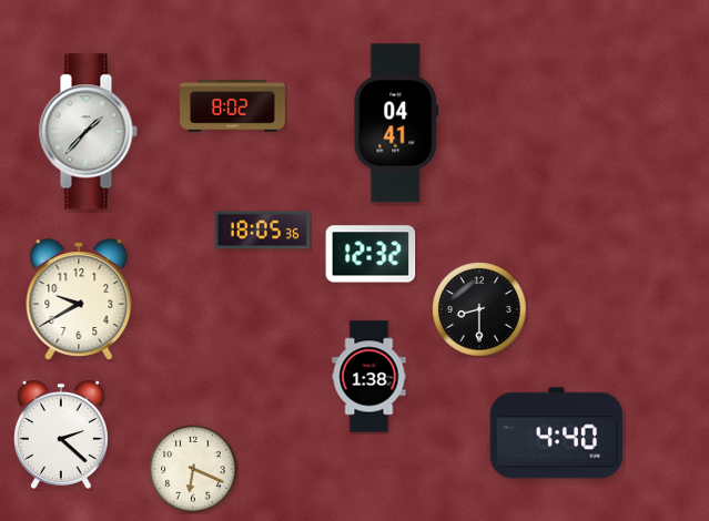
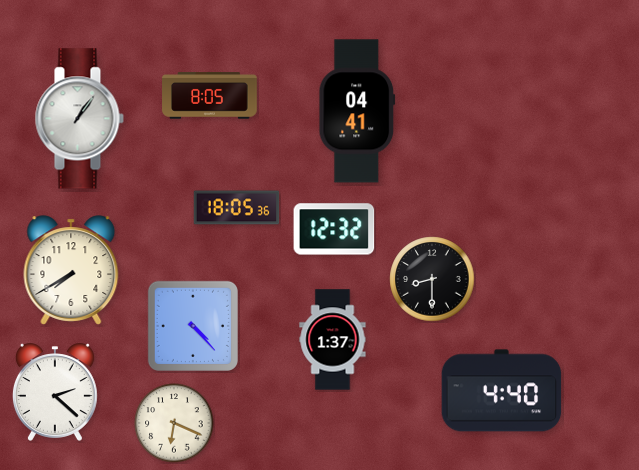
clock at (233, 106): 8:02 -> 8:05
clock at (88, 132): 1:37 -> 1:06
clock at (79, 299): 9:40 -> 7:40
clock at (193, 326): none -> 4:23
clock at (369, 377): 1:38 -> 1:37
